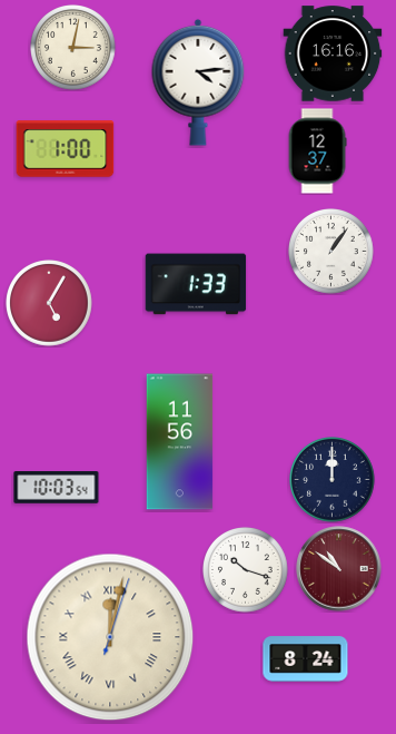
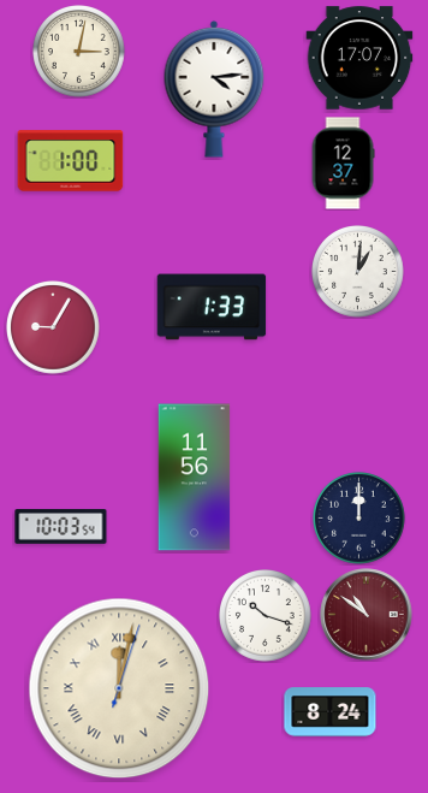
clock at (333, 53): 16:16 -> 17:07
clock at (331, 252): 1:06 -> 1:01
clock at (50, 304): 5:05 -> 9:05
